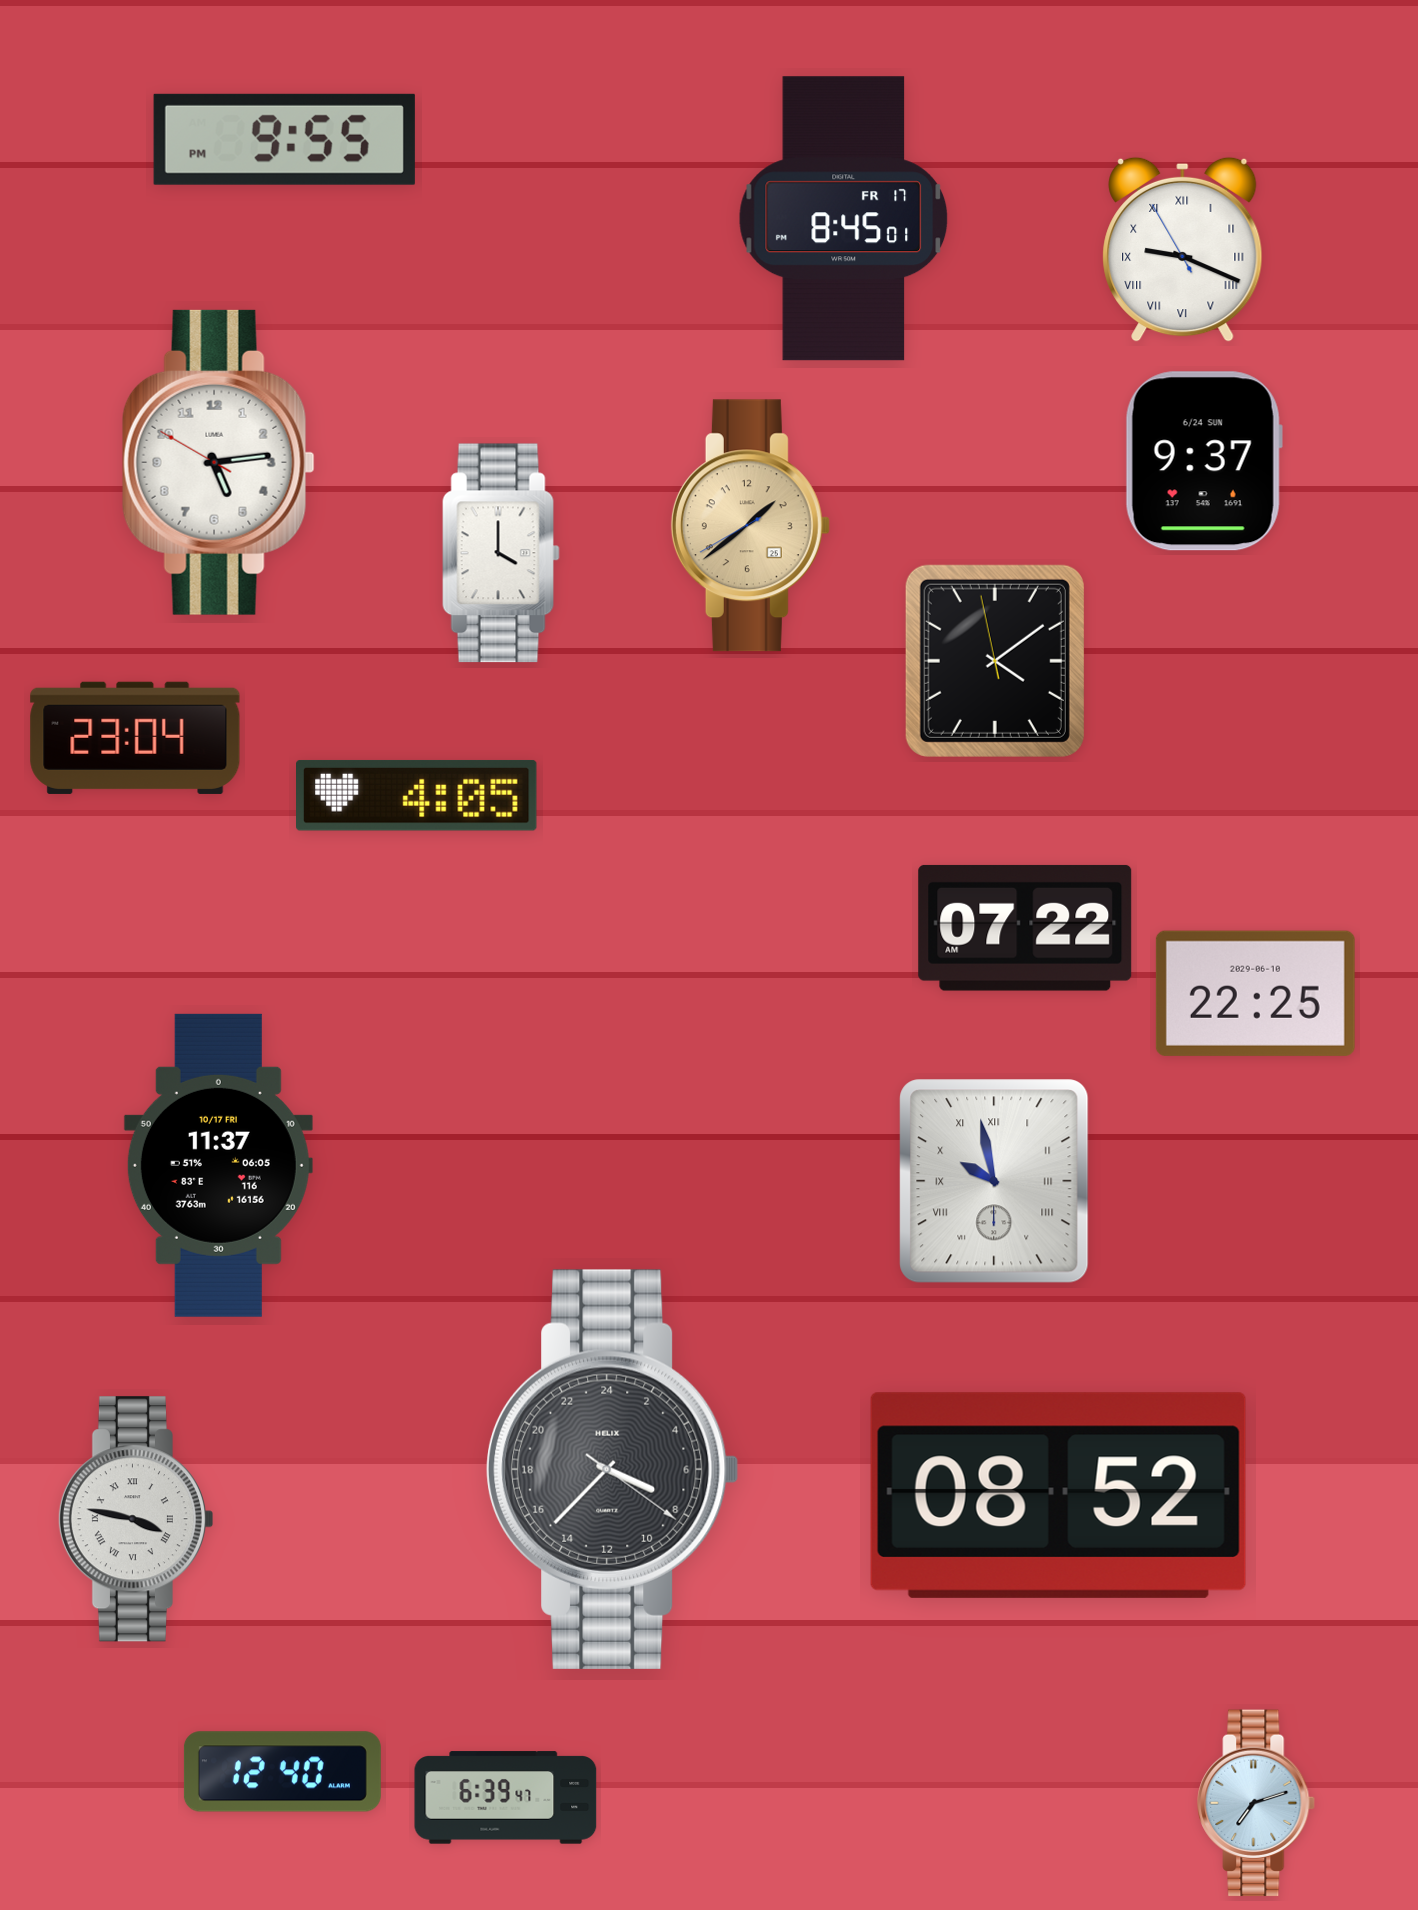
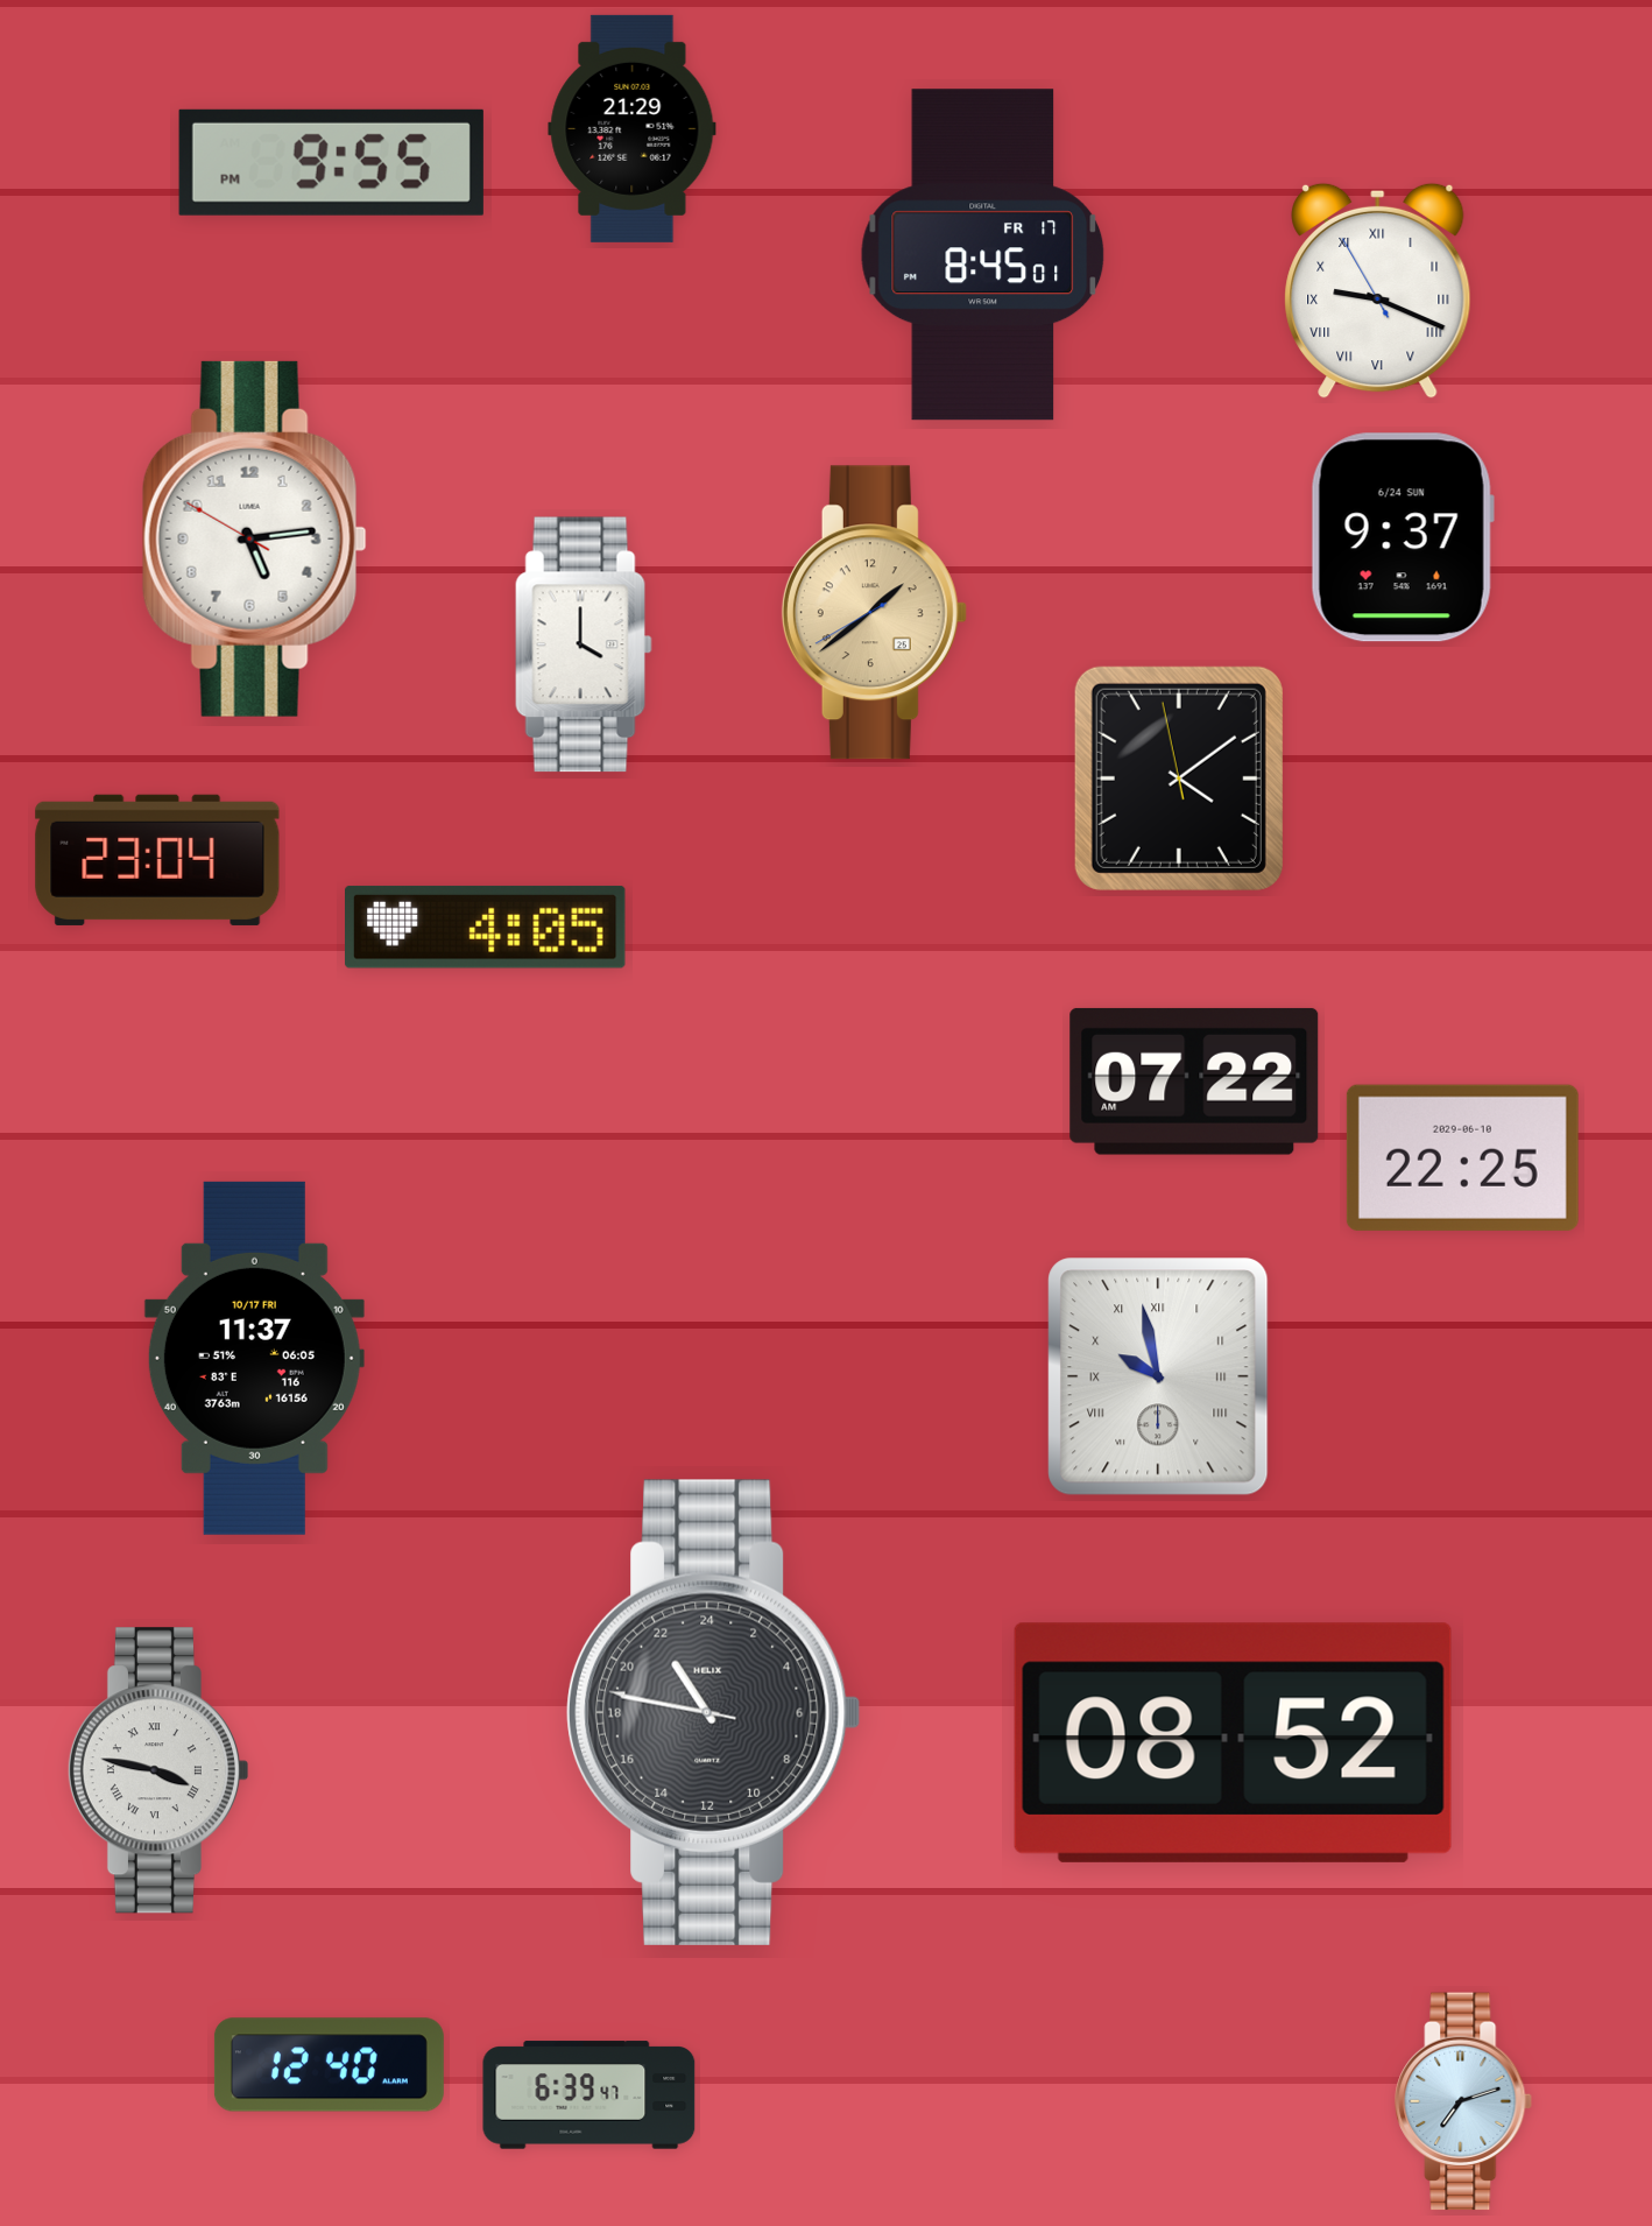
clock at (633, 128): none -> 21:29
clock at (995, 661) position: (995, 661) -> (1179, 779)
clock at (613, 1469): 7:37 -> 21:46
